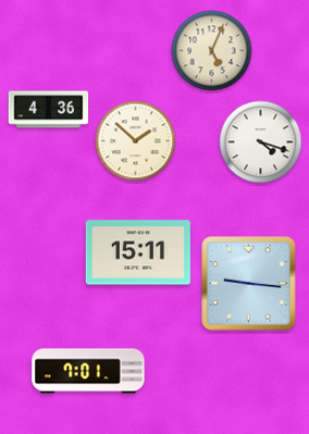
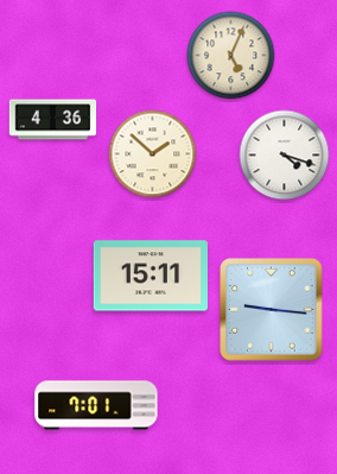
clock at (136, 141) position: (136, 141) -> (153, 154)
